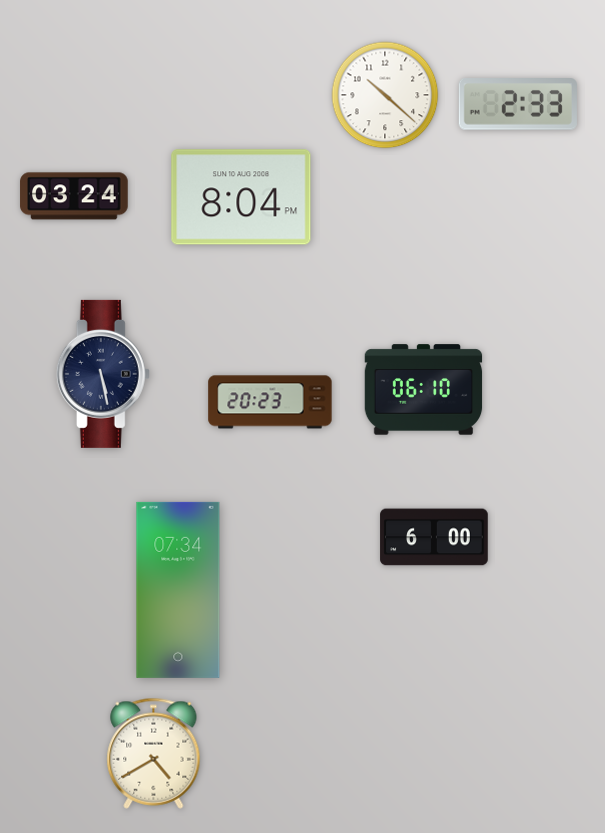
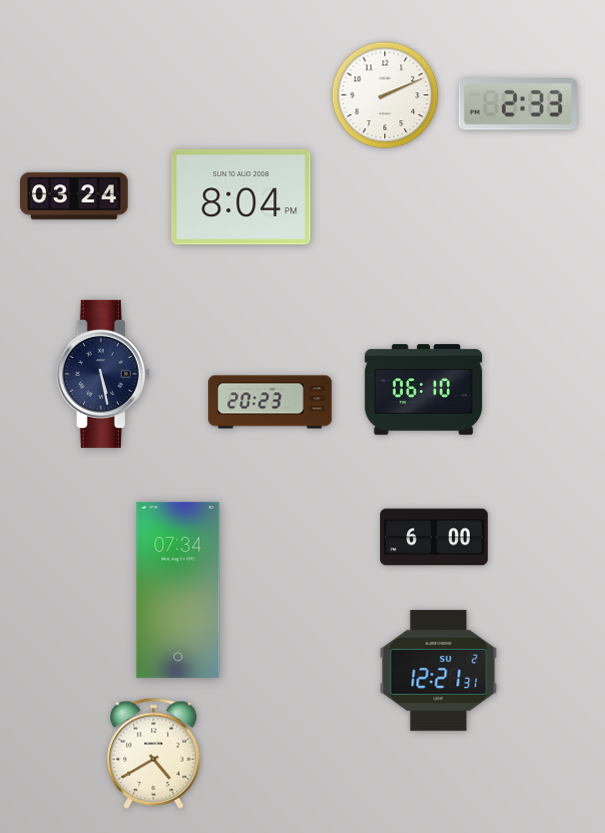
clock at (385, 95): 10:22 -> 2:11
clock at (439, 670): none -> 12:21
